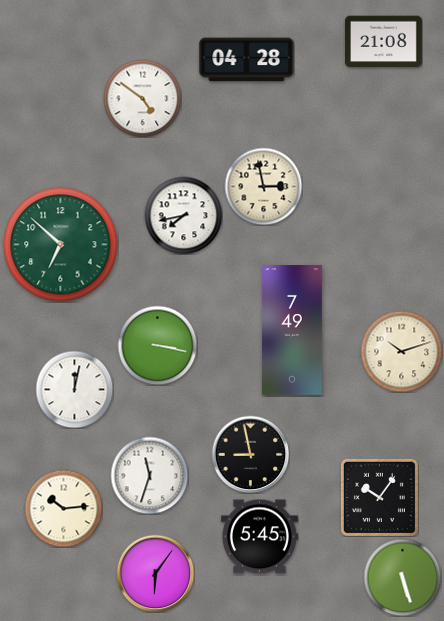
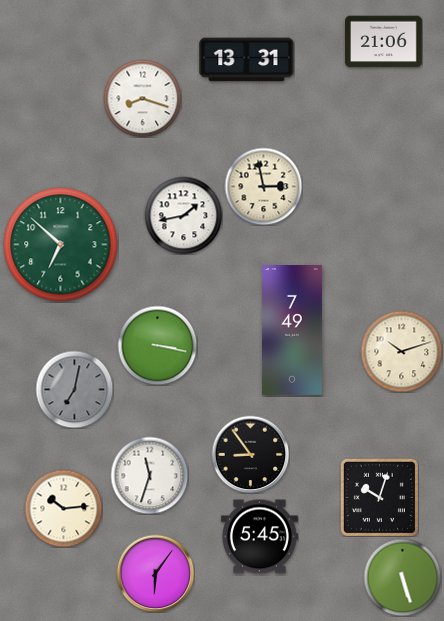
clock at (383, 42): 21:08 -> 21:06
clock at (247, 60): 04:28 -> 13:31
clock at (142, 98): 4:51 -> 8:18
clock at (183, 215): 7:43 -> 1:43
clock at (74, 389): 12:02 -> 7:02
clock at (74, 389) dial: white -> grey
clock at (250, 454): 8:58 -> 8:54
clock at (379, 497): 10:06 -> 10:03
